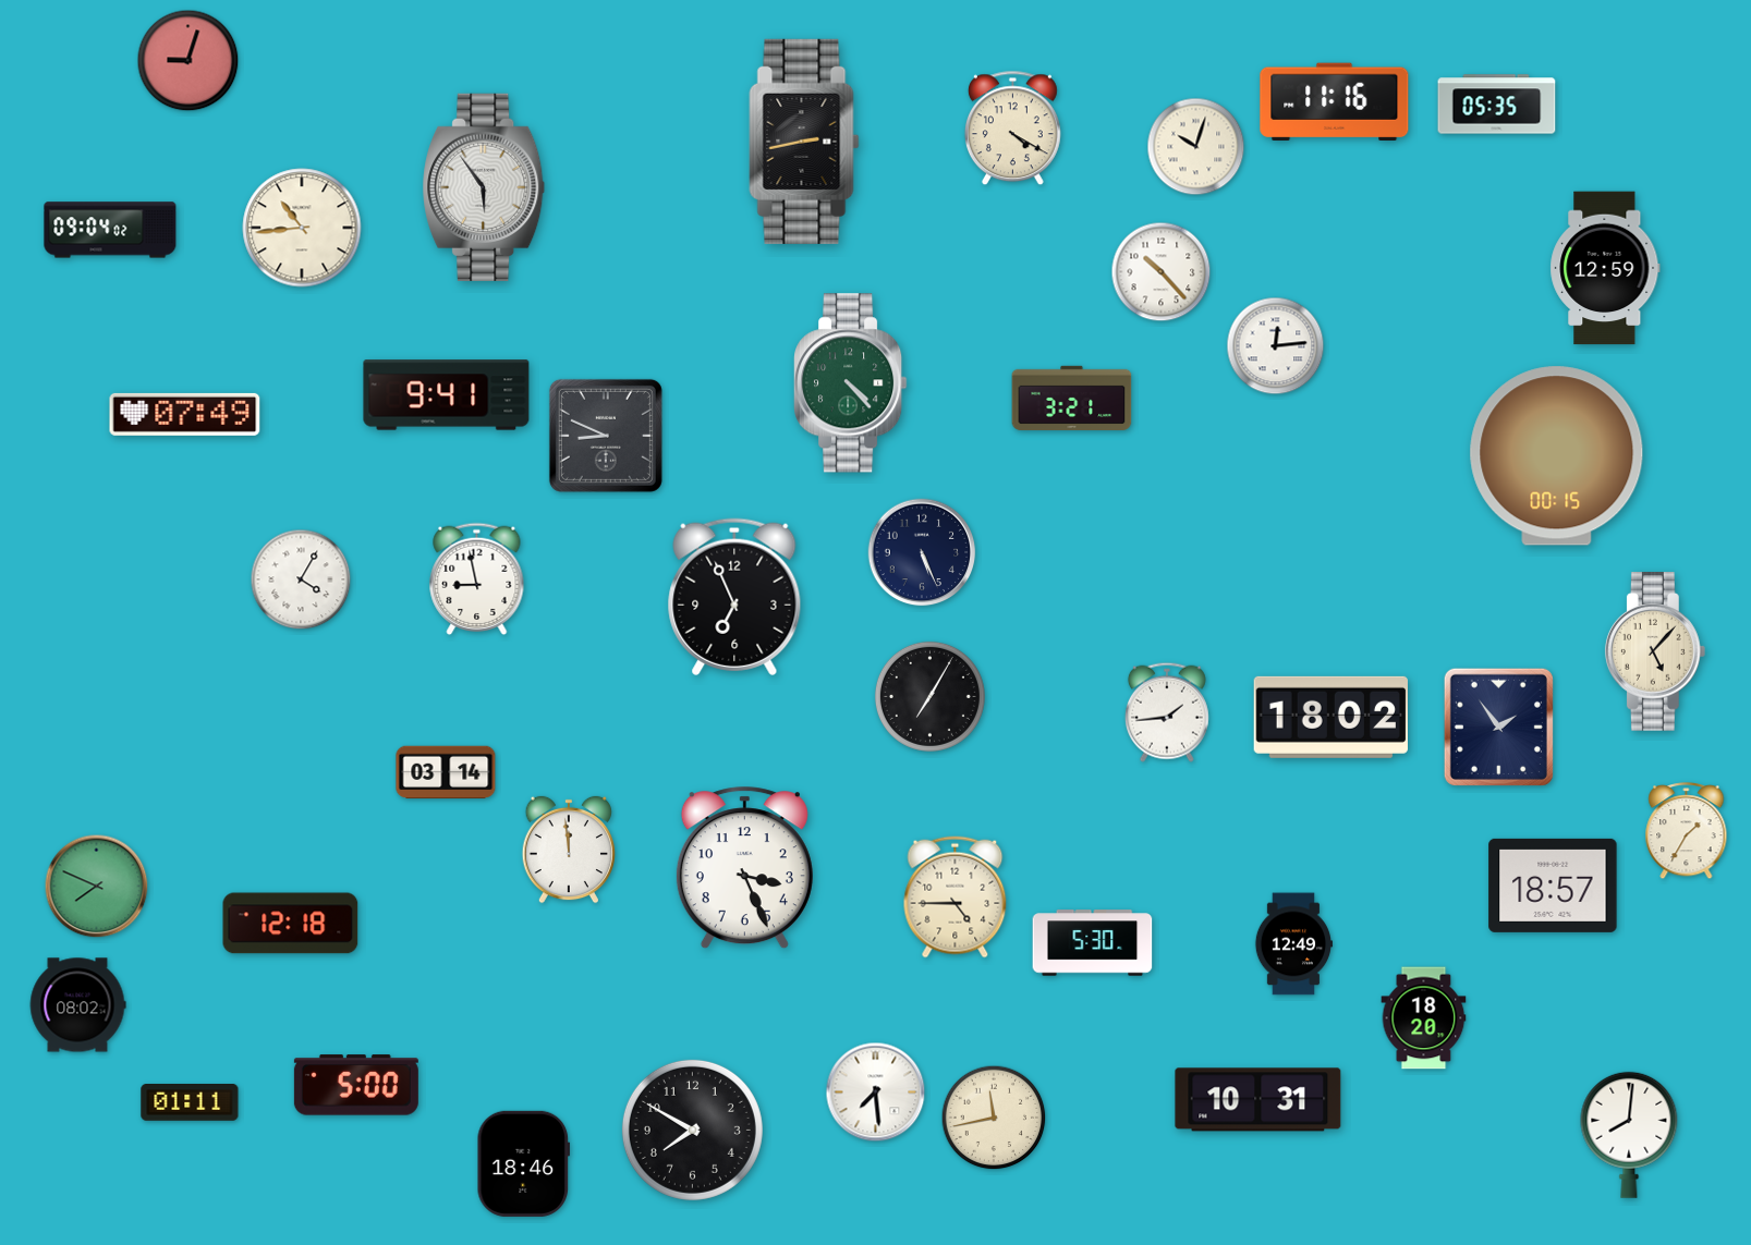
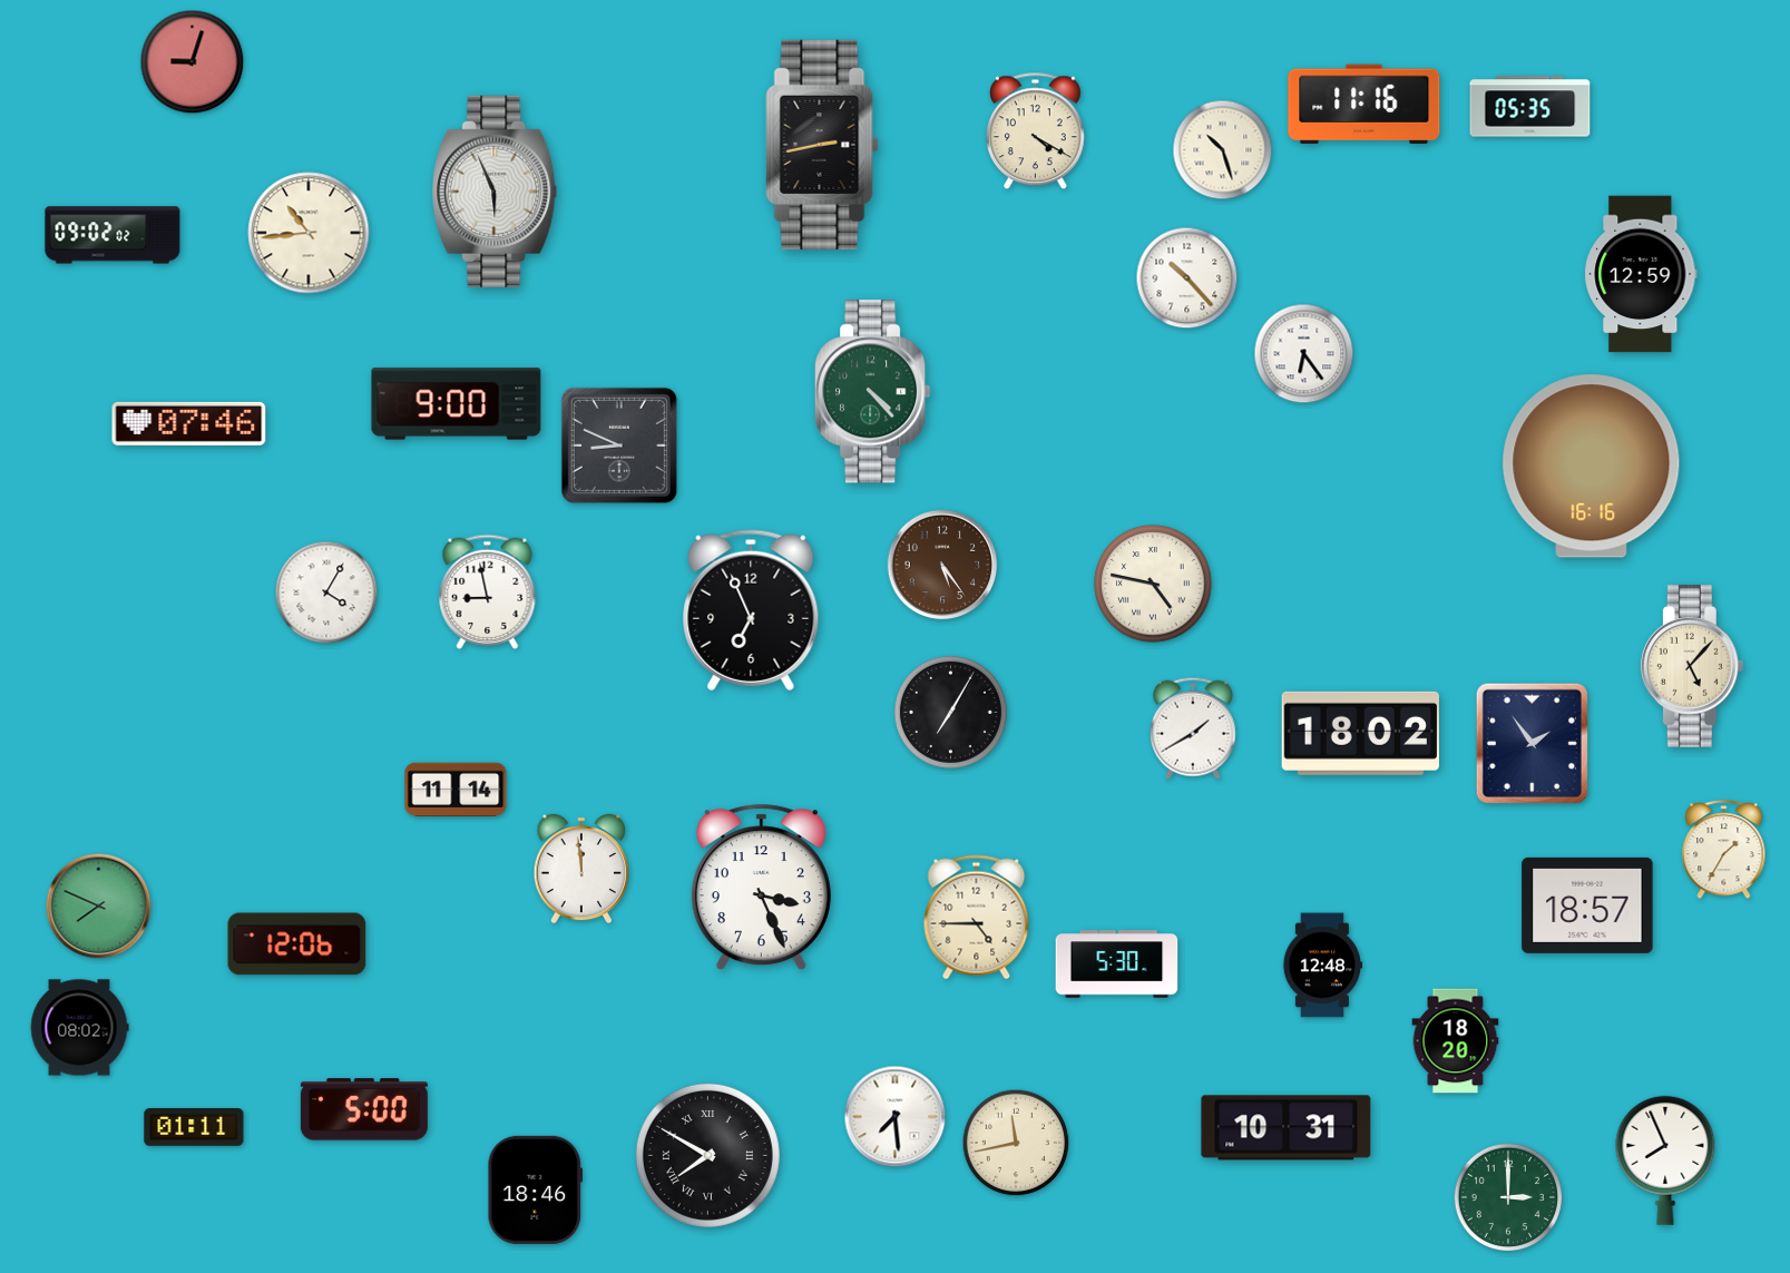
clock at (1196, 147): 10:03 -> 10:27
clock at (484, 187): 5:54 -> 5:56
clock at (110, 230): 09:04 -> 09:02
clock at (1276, 346): 12:14 -> 6:24
clock at (851, 383) position: (851, 383) -> (873, 392)
clock at (447, 395): 9:41 -> 9:00
clock at (1072, 398): 3:21 -> none
clock at (185, 414): 07:49 -> 07:46
clock at (1557, 456): 00:15 -> 16:16
clock at (922, 552): 5:26 -> 5:24
clock at (922, 552) dial: navy -> brown
clock at (1153, 584): none -> 4:47
clock at (301, 579) position: (301, 579) -> (326, 593)
clock at (1167, 712): 1:44 -> 1:40
clock at (446, 772): 03:14 -> 11:14
clock at (291, 924): 12:18 -> 12:06
clock at (1293, 944): 12:49 -> 12:48
clock at (1258, 1100) position: (1258, 1100) -> (1287, 1128)
clock at (692, 1130) numerals: Arabic -> Roman
clock at (1629, 1135): 8:01 -> 7:56
clock at (1508, 1197): none -> 3:00
